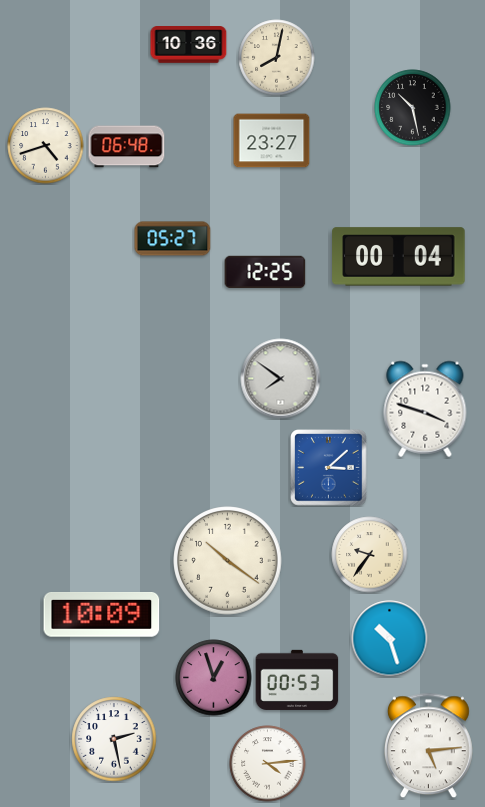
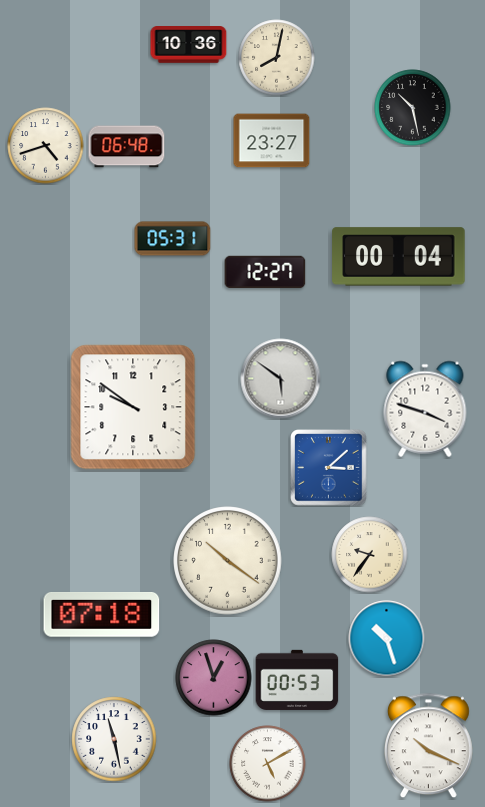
clock at (173, 239): 05:27 -> 05:31
clock at (265, 272): 12:25 -> 12:27
clock at (281, 379): 7:51 -> 5:51
clock at (133, 407): none -> 9:51
clock at (102, 615): 10:09 -> 07:18
clock at (390, 639) position: (390, 639) -> (387, 639)
clock at (114, 739): 2:28 -> 11:28
clock at (428, 746): 5:14 -> 10:19
clock at (268, 764): 4:14 -> 5:10
